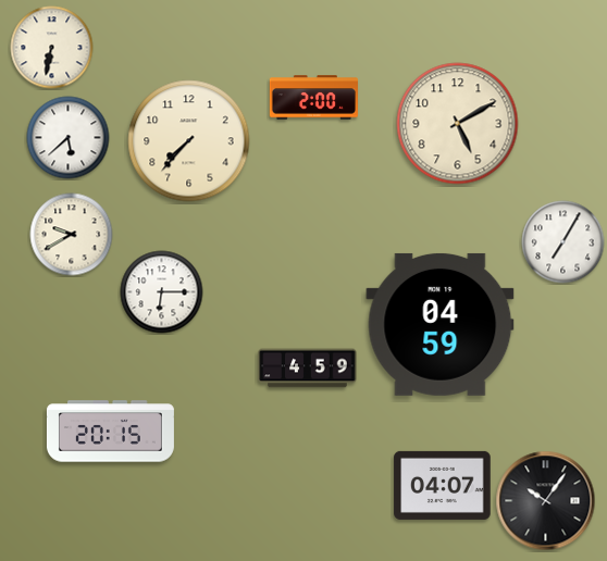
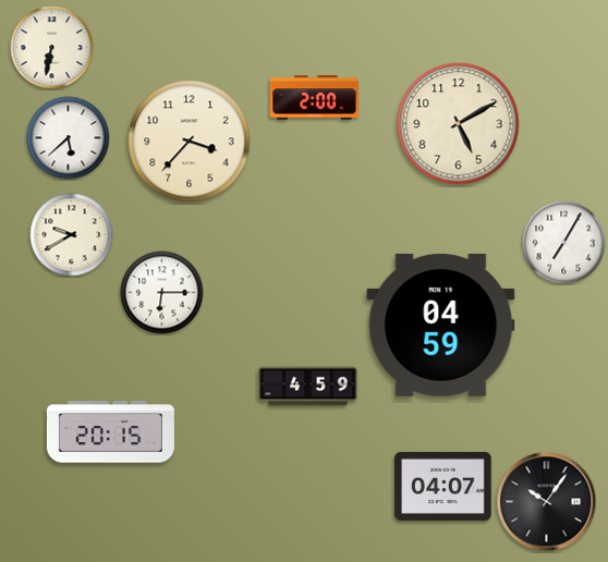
clock at (189, 141): 7:37 -> 3:37
clock at (308, 369) position: (308, 369) -> (308, 387)
